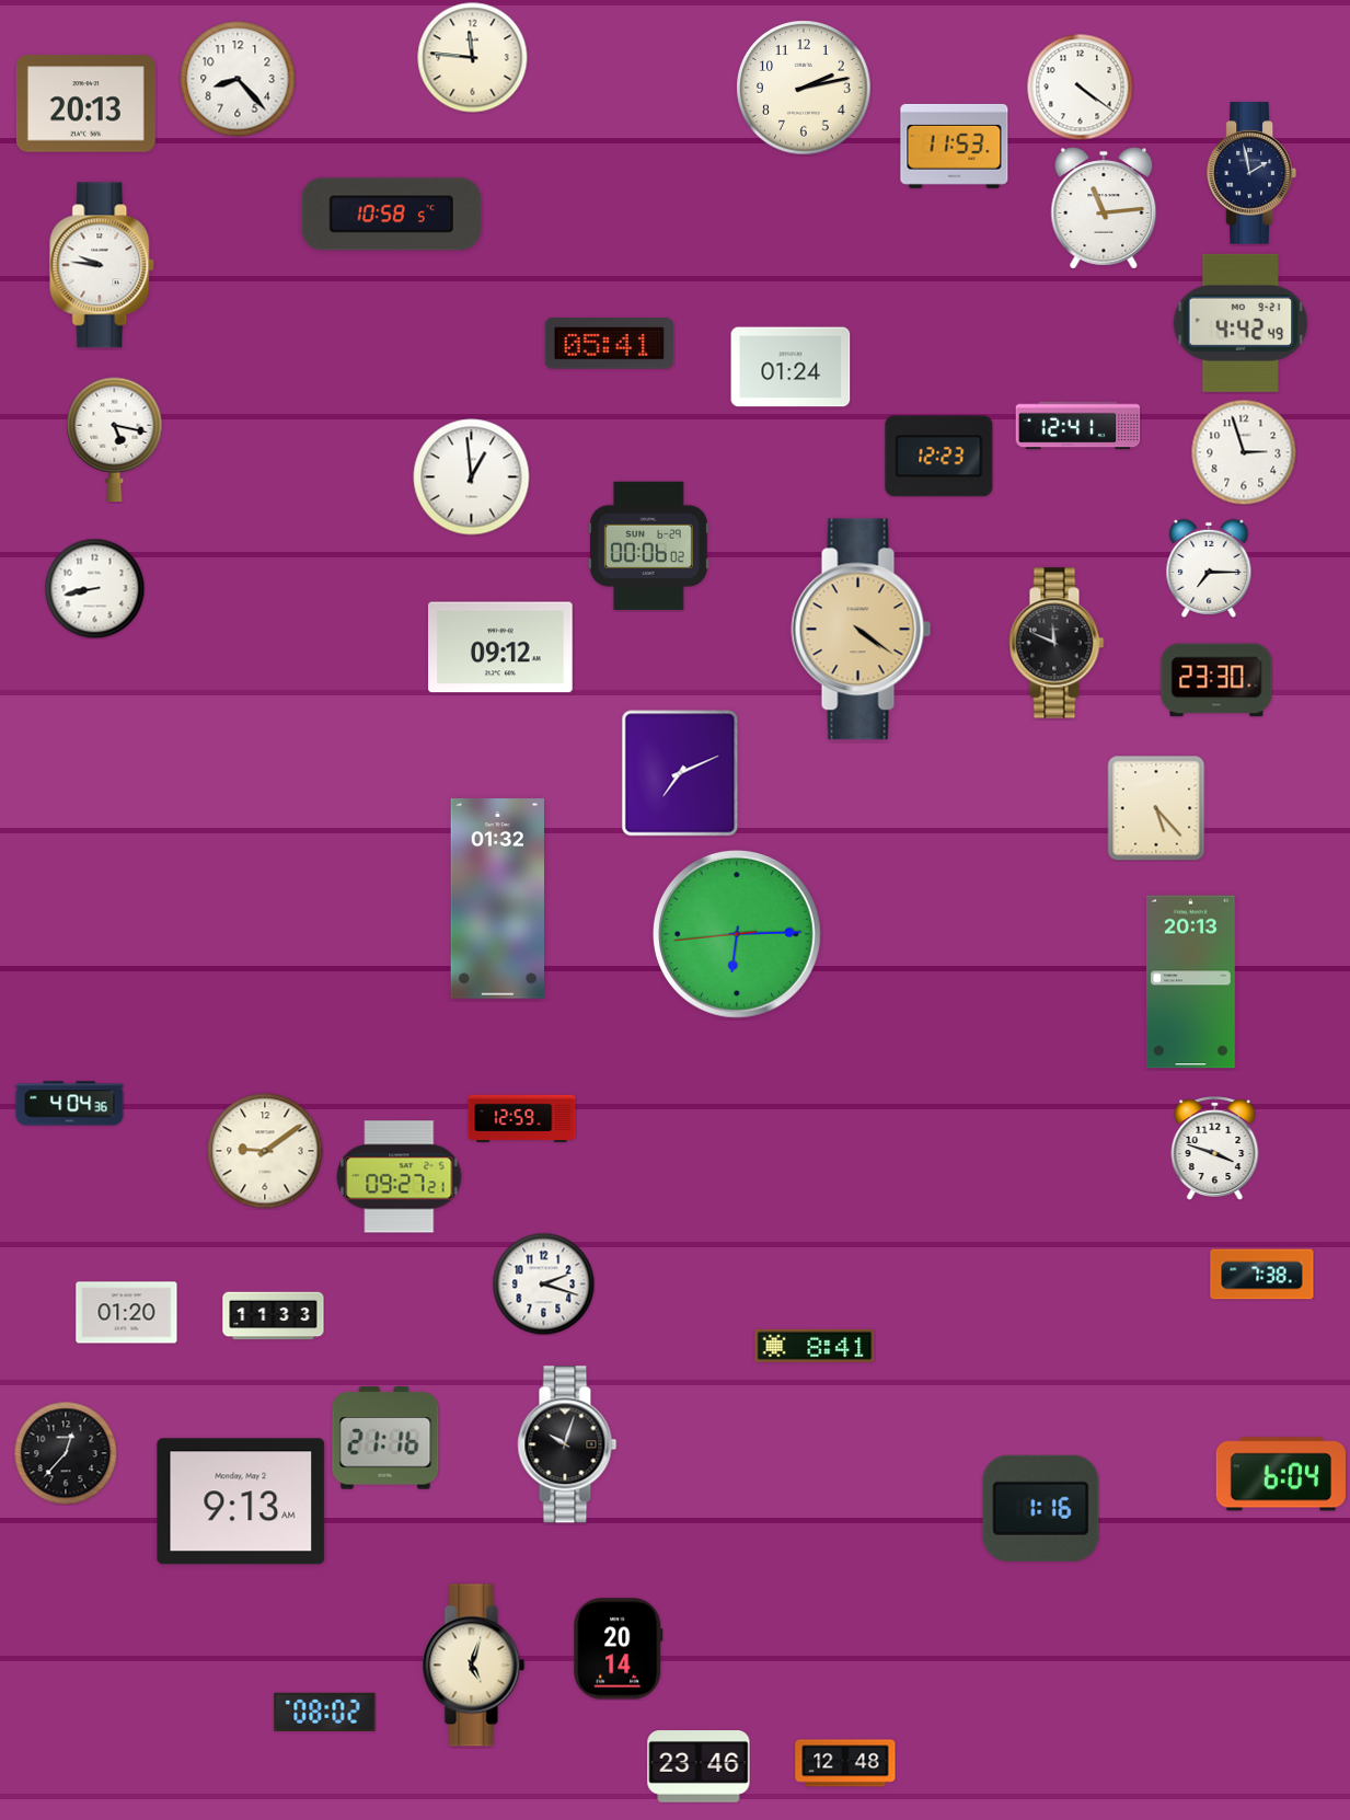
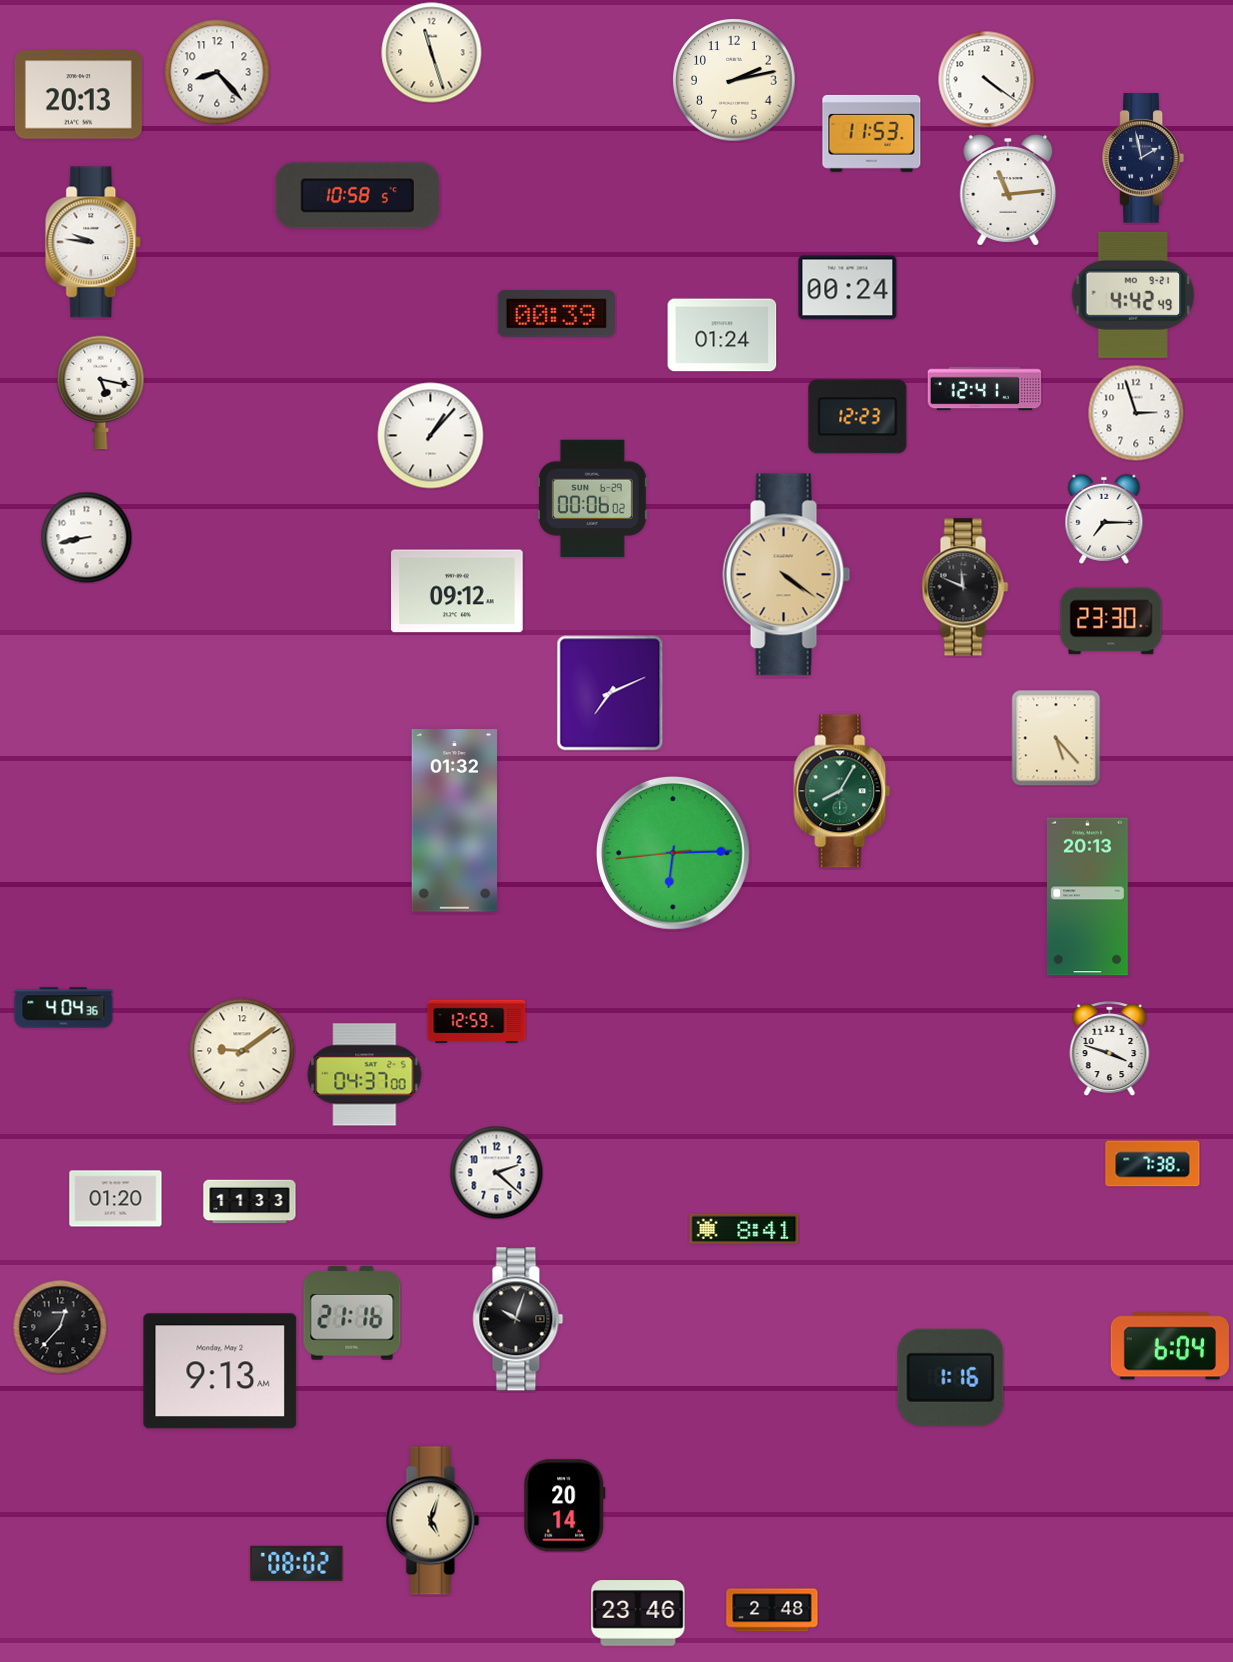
clock at (473, 58): 11:46 -> 11:27
clock at (848, 288): none -> 00:24
clock at (609, 344): 05:41 -> 00:39
clock at (115, 440) position: (115, 440) -> (101, 393)
clock at (472, 477): 12:59 -> 1:07
clock at (680, 773) position: (680, 773) -> (610, 693)
clock at (842, 791): none -> 8:05
clock at (400, 1177): 09:27 -> 04:37
clock at (543, 1283): 2:18 -> 2:22
clock at (845, 1763): 12:48 -> 2:48
